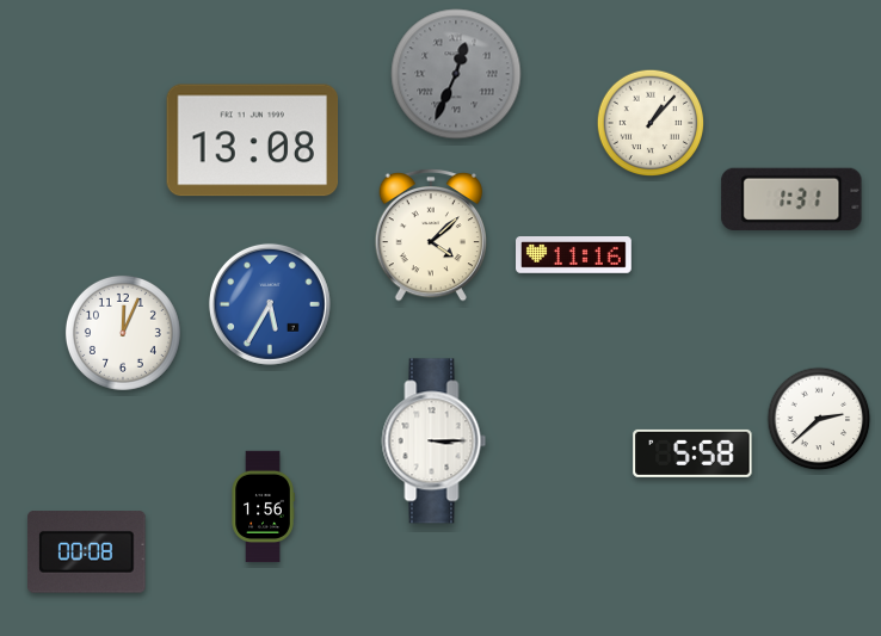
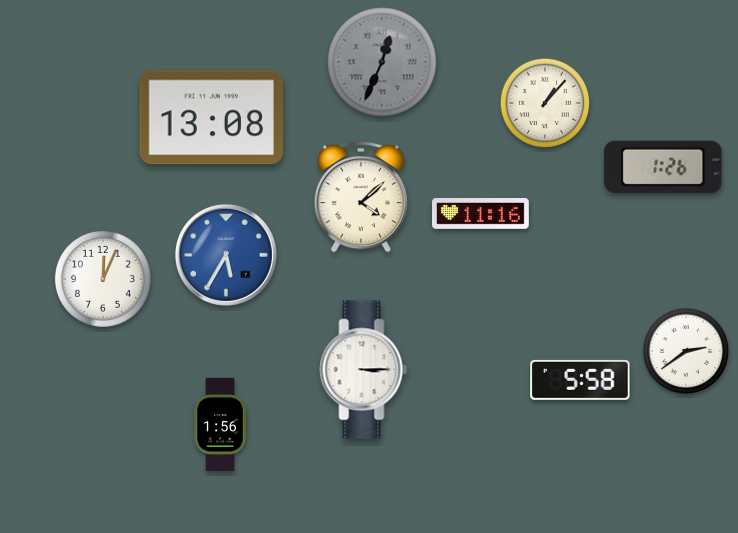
clock at (791, 199): 1:31 -> 1:26
clock at (819, 419): 2:38 -> 2:39
clock at (87, 552): 00:08 -> none
